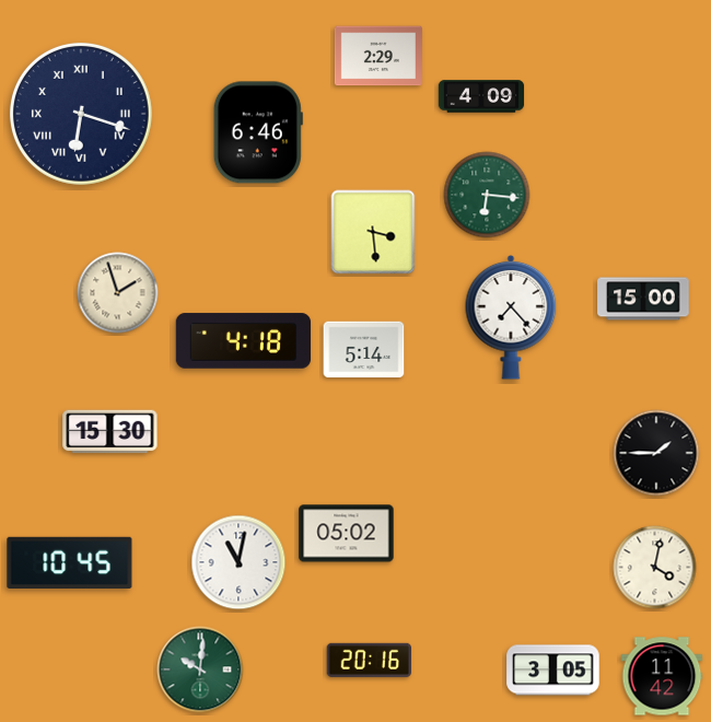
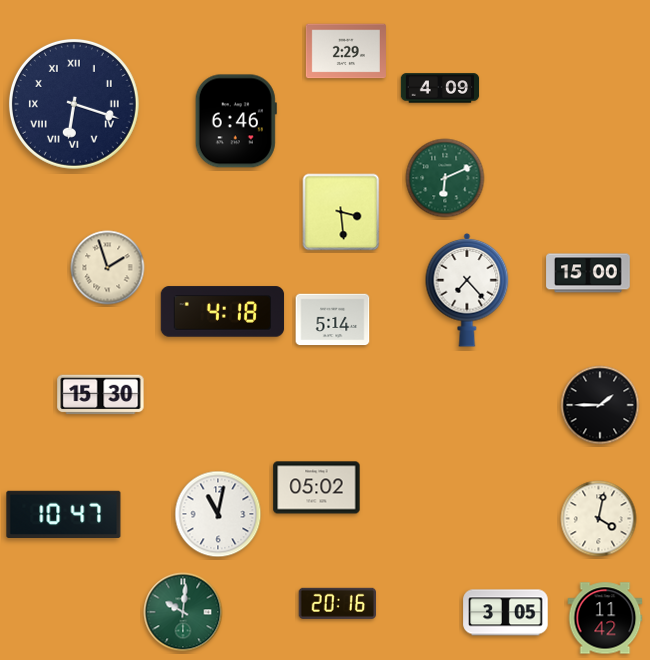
clock at (487, 195): 6:16 -> 6:11
clock at (656, 453) position: (656, 453) -> (600, 405)
clock at (70, 562): 10:45 -> 10:47
